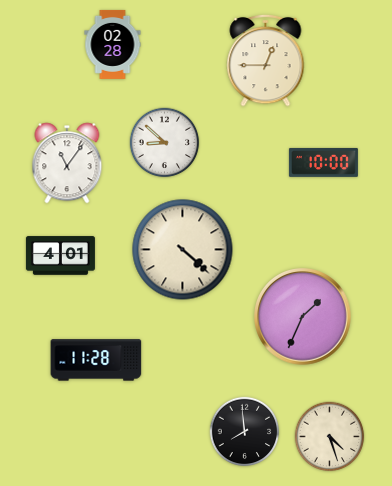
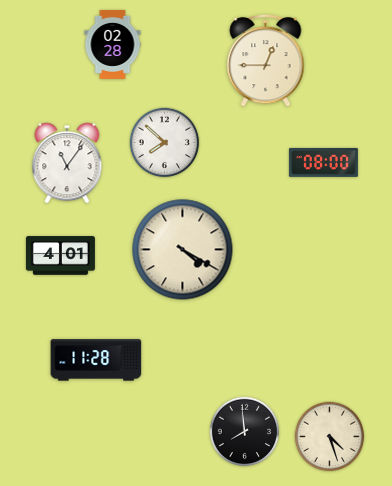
clock at (165, 143): 8:52 -> 7:52
clock at (323, 162): 10:00 -> 08:00
clock at (183, 250): 4:22 -> 4:20
clock at (303, 317): 1:34 -> none
